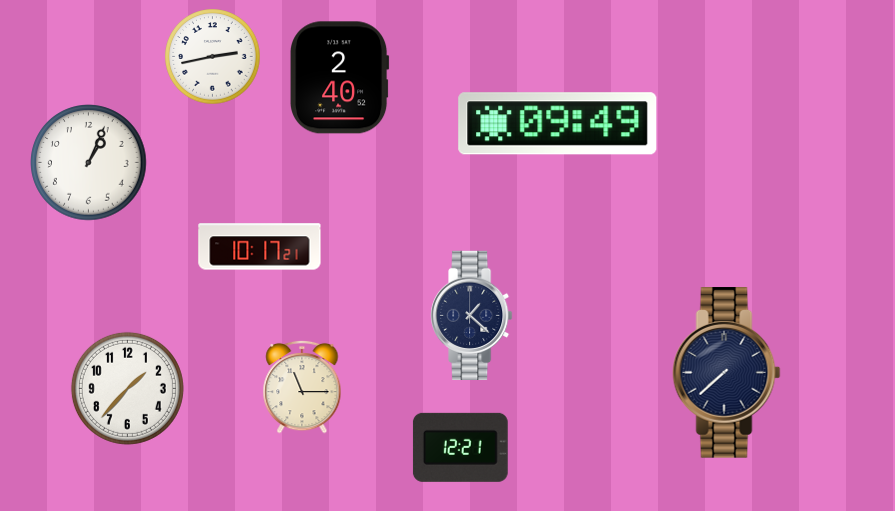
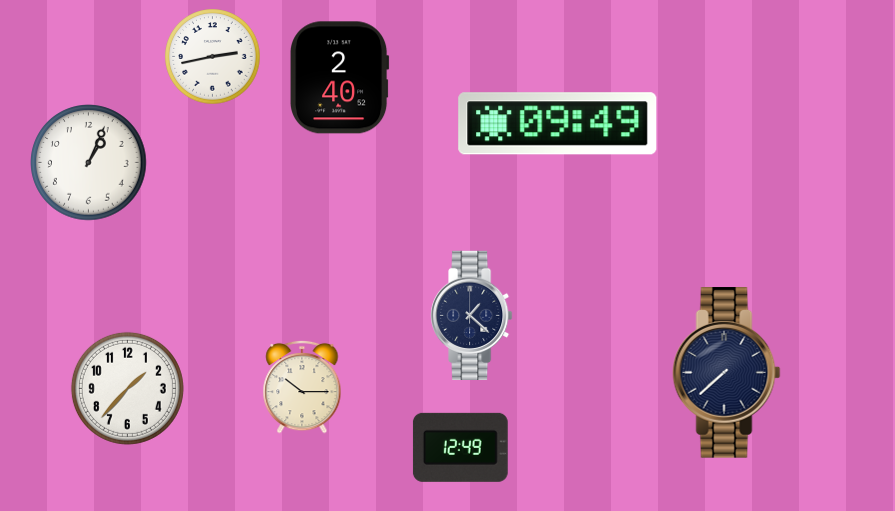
clock at (260, 247): 10:17 -> none
clock at (302, 387): 11:15 -> 10:15
clock at (460, 447): 12:21 -> 12:49
